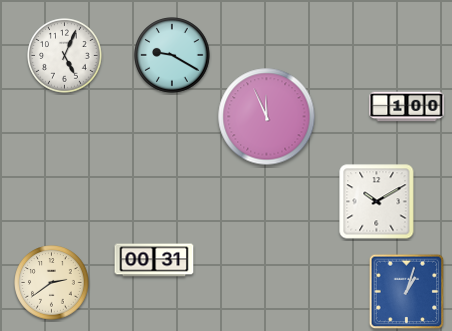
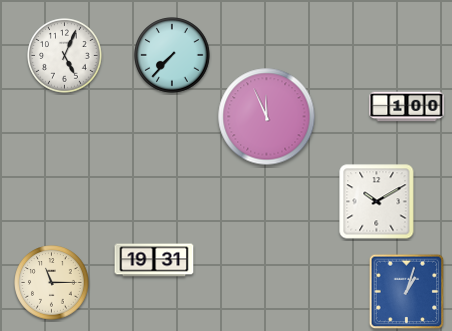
clock at (172, 55): 9:20 -> 7:37
clock at (154, 260): 00:31 -> 19:31
clock at (52, 283): 2:39 -> 11:15
